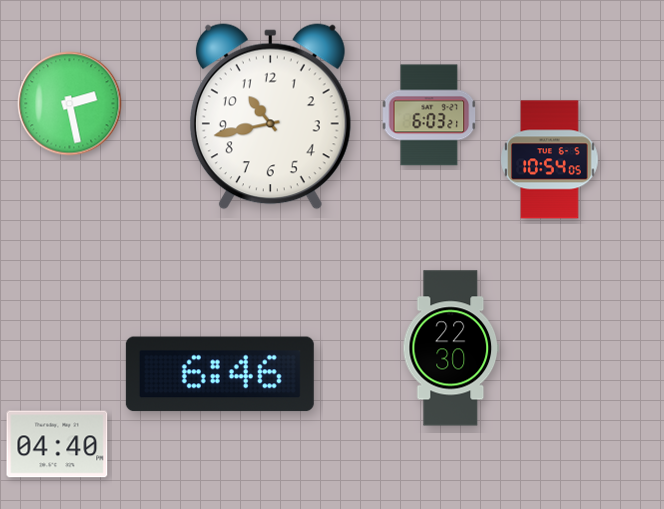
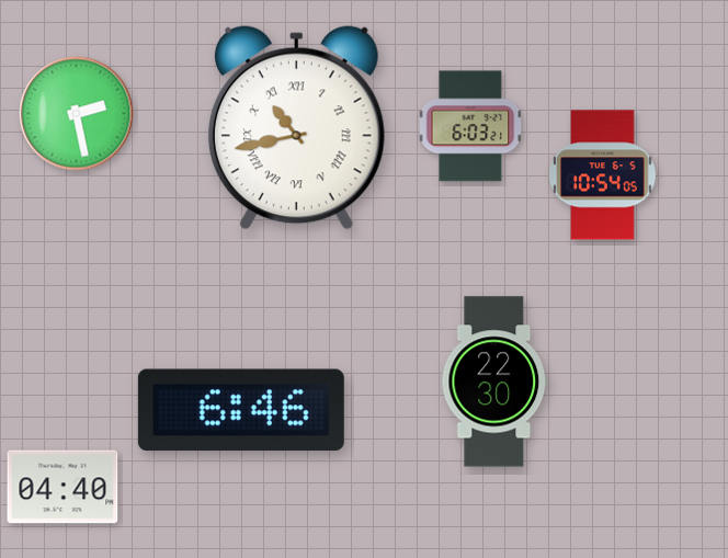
clock at (270, 117) numerals: Arabic -> Roman
